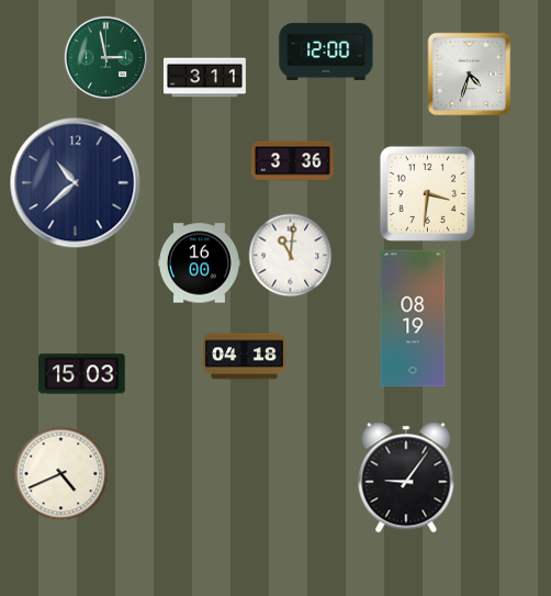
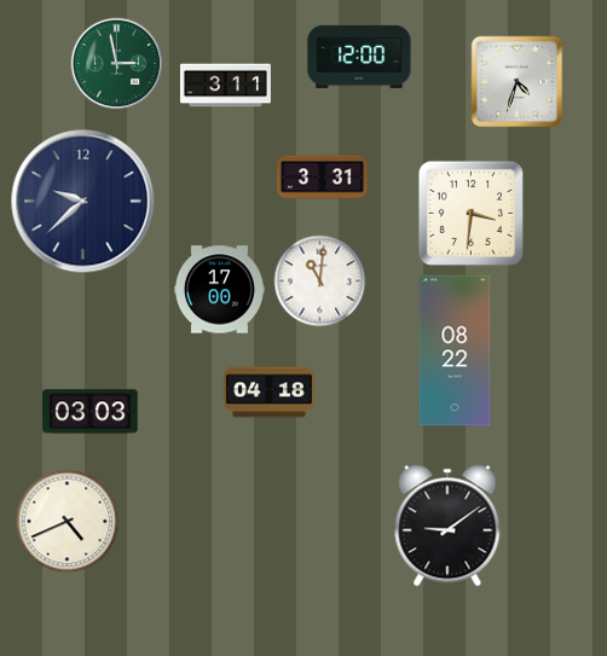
clock at (292, 161): 3:36 -> 3:31
clock at (76, 183): 10:38 -> 9:38
clock at (199, 263): 16:00 -> 17:00
clock at (413, 318): 08:19 -> 08:22
clock at (82, 374): 15:03 -> 03:03
clock at (406, 477): 9:06 -> 9:09
